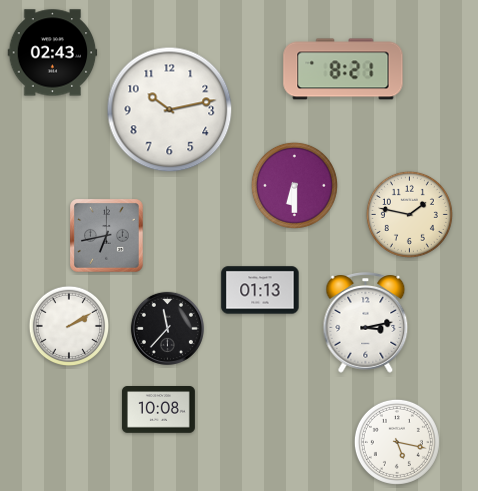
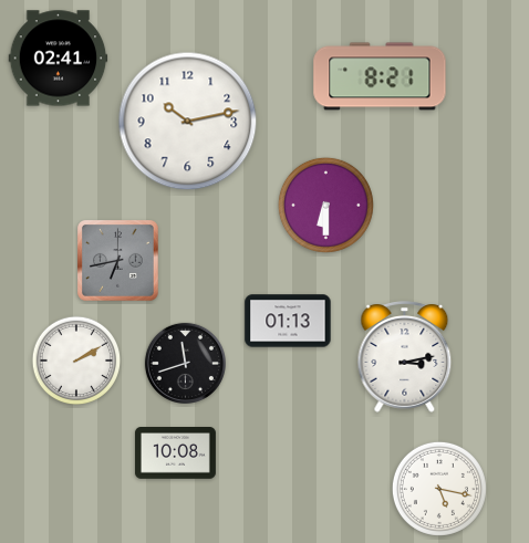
clock at (53, 53): 02:43 -> 02:41
clock at (409, 214): 1:47 -> none
clock at (167, 328): 11:37 -> 11:42
